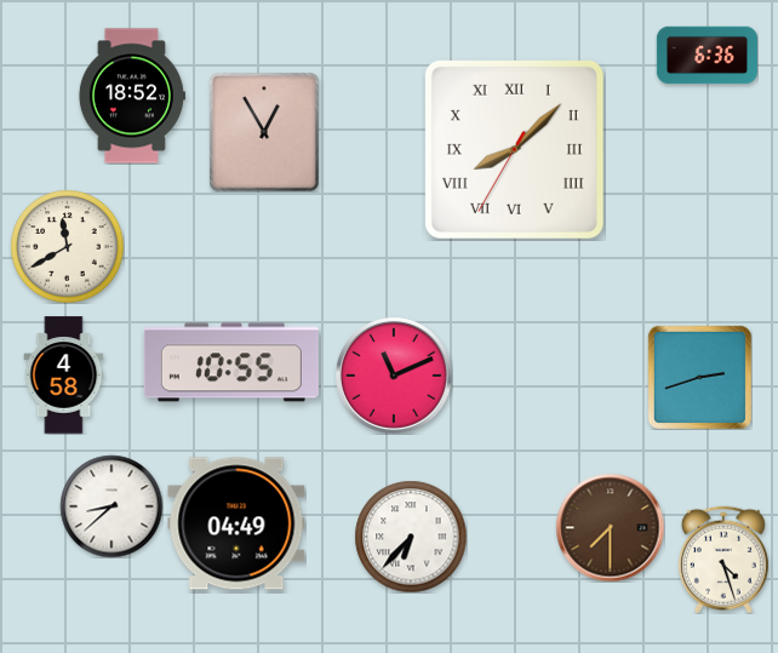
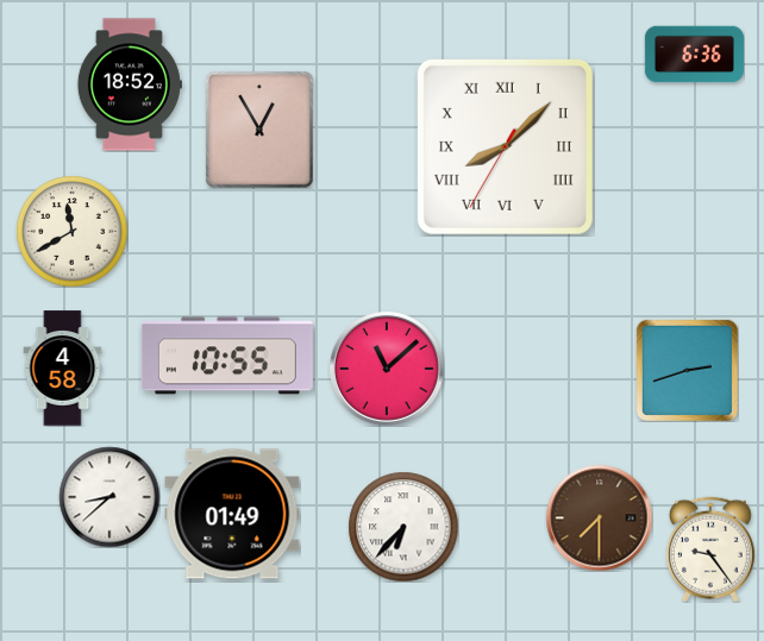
clock at (131, 96) position: (131, 96) -> (129, 84)
clock at (67, 246) position: (67, 246) -> (71, 231)
clock at (395, 377): 11:11 -> 11:08
clock at (236, 523): 04:49 -> 01:49
clock at (723, 560): 4:27 -> 9:24
